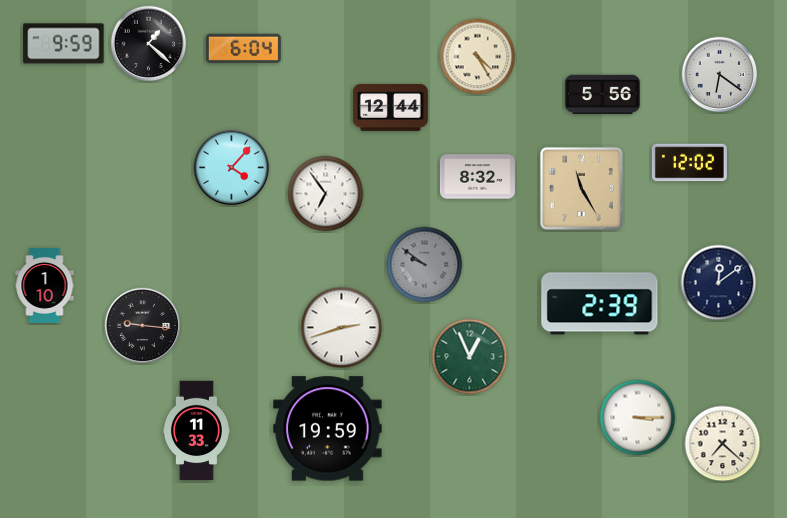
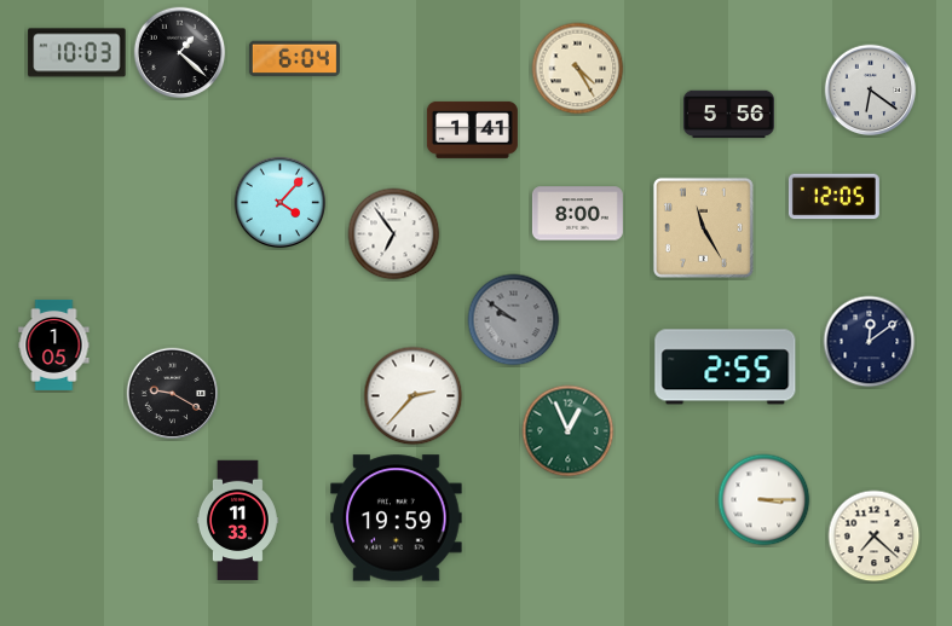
clock at (64, 44): 9:59 -> 10:03
clock at (390, 107): 12:44 -> 1:41
clock at (689, 163): 12:02 -> 12:05
clock at (477, 177): 8:32 -> 8:00
clock at (45, 285): 1:10 -> 1:05
clock at (600, 304): 2:39 -> 2:55
clock at (143, 326): 9:16 -> 9:20
clock at (342, 328): 2:42 -> 2:37
clock at (638, 418) position: (638, 418) -> (765, 500)
